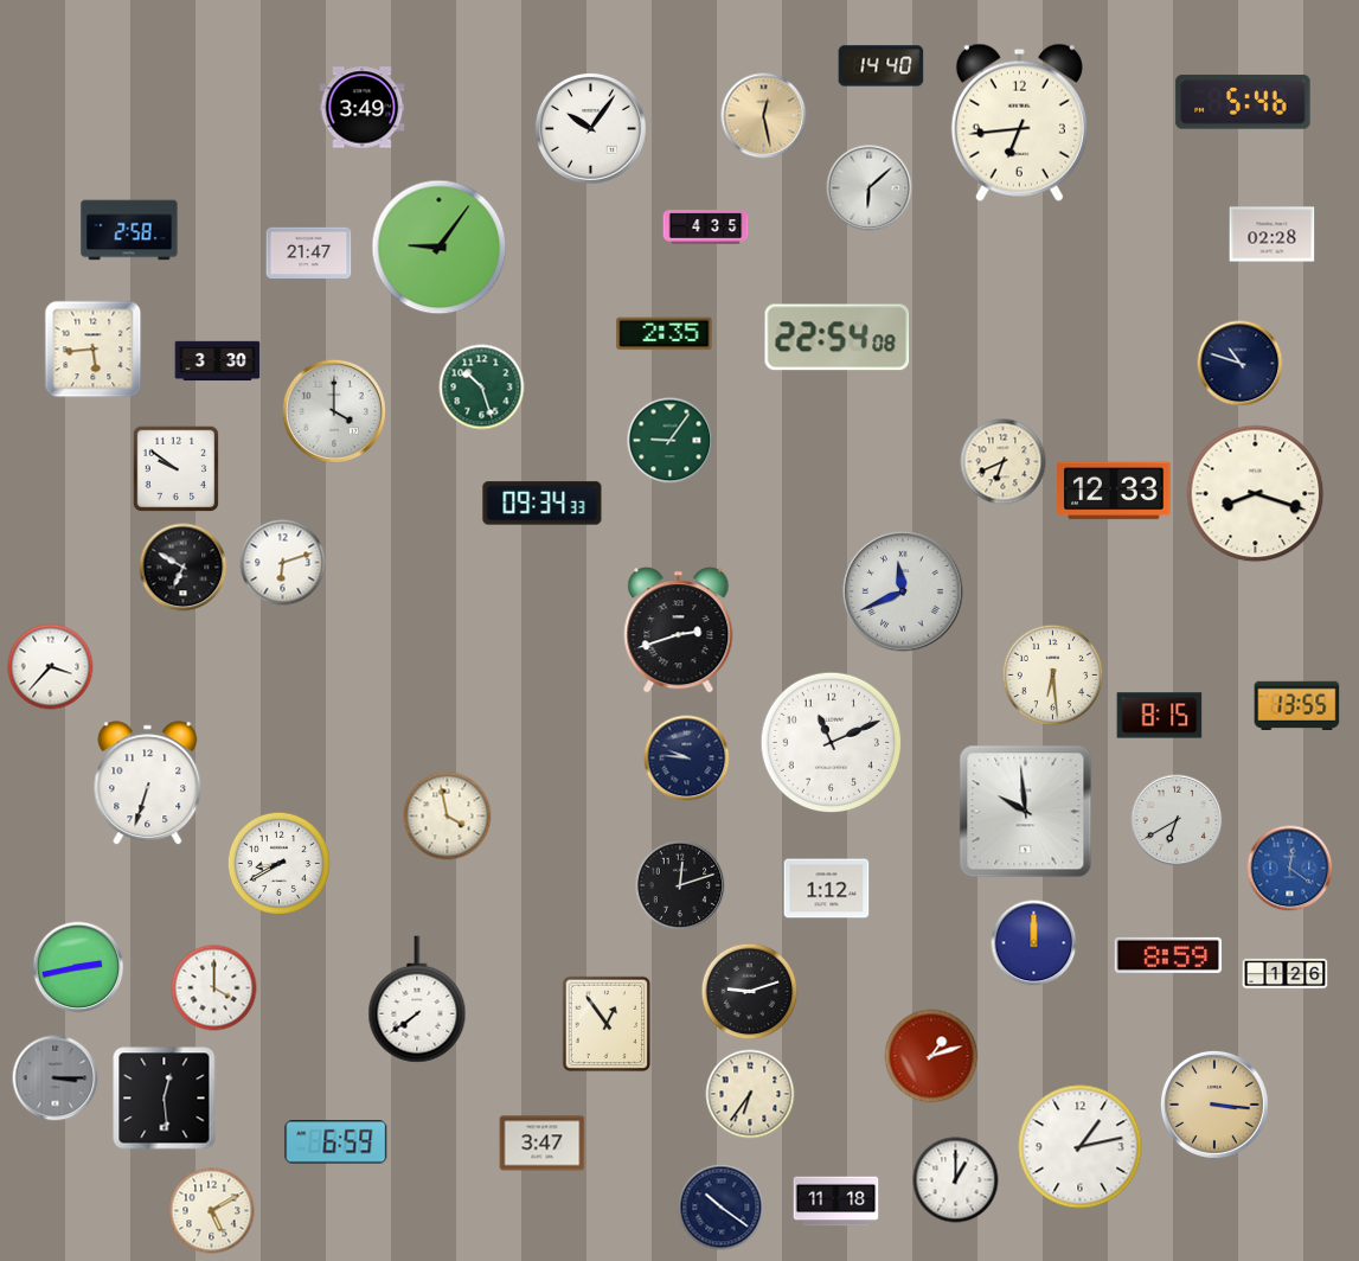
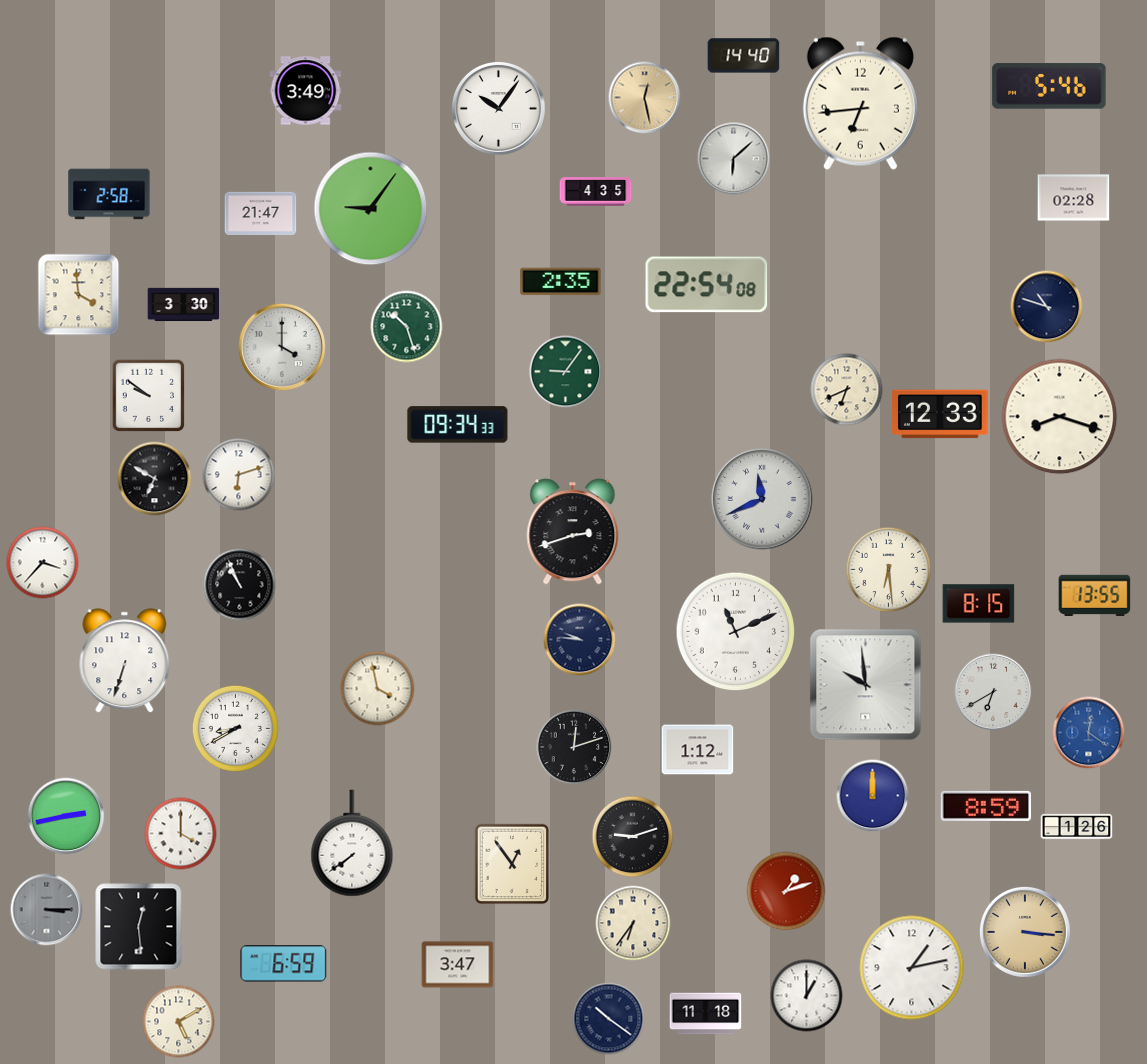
clock at (94, 350): 5:44 -> 3:59
clock at (240, 585): none -> 10:56
clock at (832, 743) position: (832, 743) -> (736, 632)
clock at (1286, 974) position: (1286, 974) -> (1077, 827)
